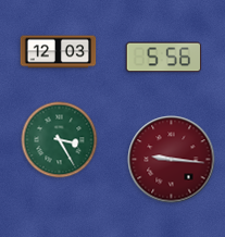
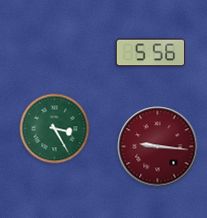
clock at (59, 52): 12:03 -> none
